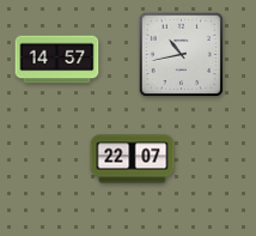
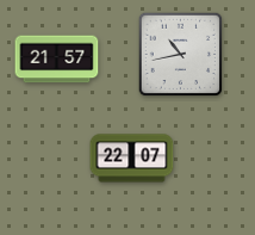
clock at (57, 60): 14:57 -> 21:57
